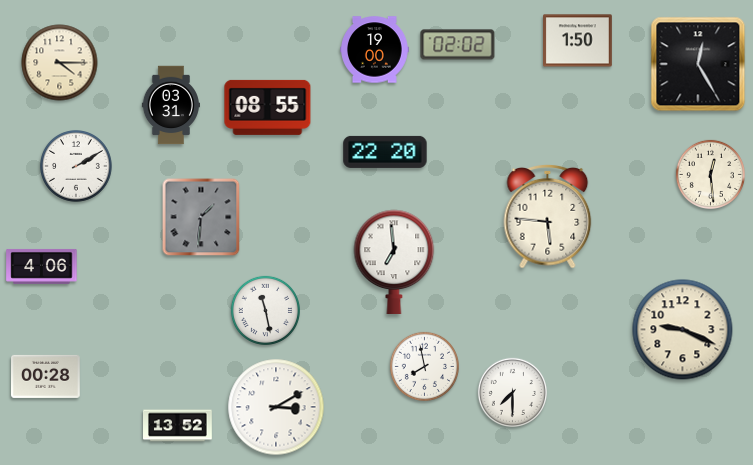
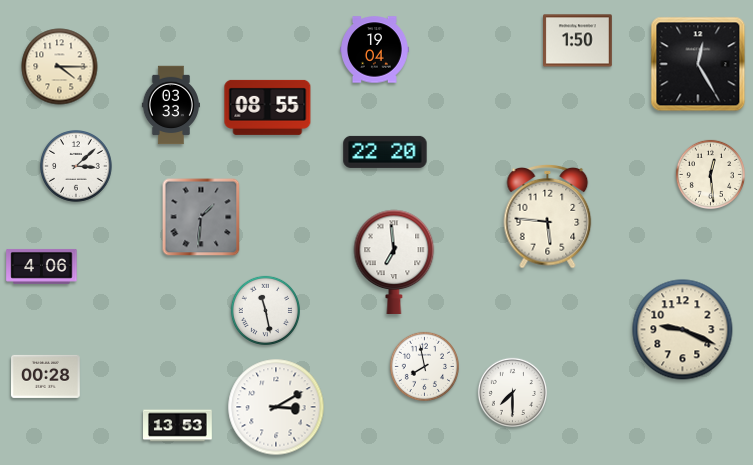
clock at (458, 45): 02:02 -> none
clock at (375, 50): 19:00 -> 19:04
clock at (60, 63) position: (60, 63) -> (60, 67)
clock at (171, 105): 03:31 -> 03:33
clock at (77, 167): 2:10 -> 3:08
clock at (178, 426): 13:52 -> 13:53
